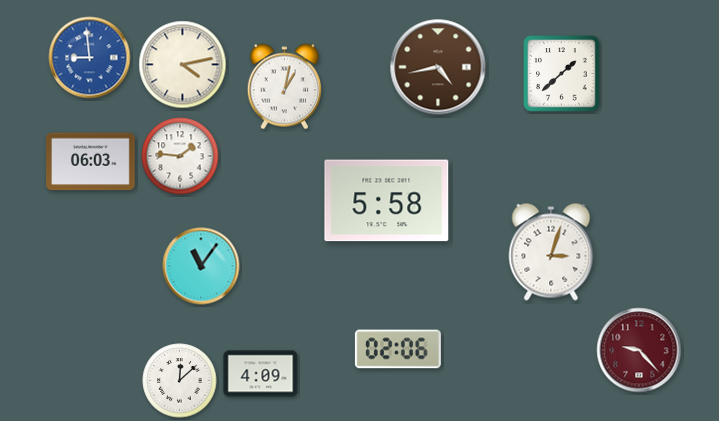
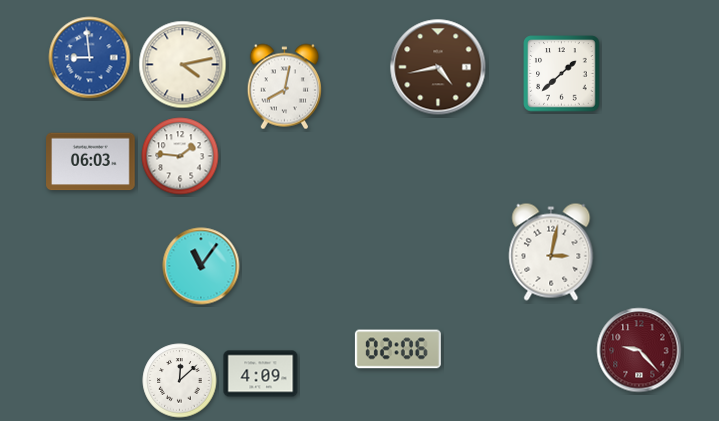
clock at (285, 87): 1:02 -> 8:02
clock at (387, 201): 5:58 -> none
clock at (551, 252): 3:03 -> 3:02
